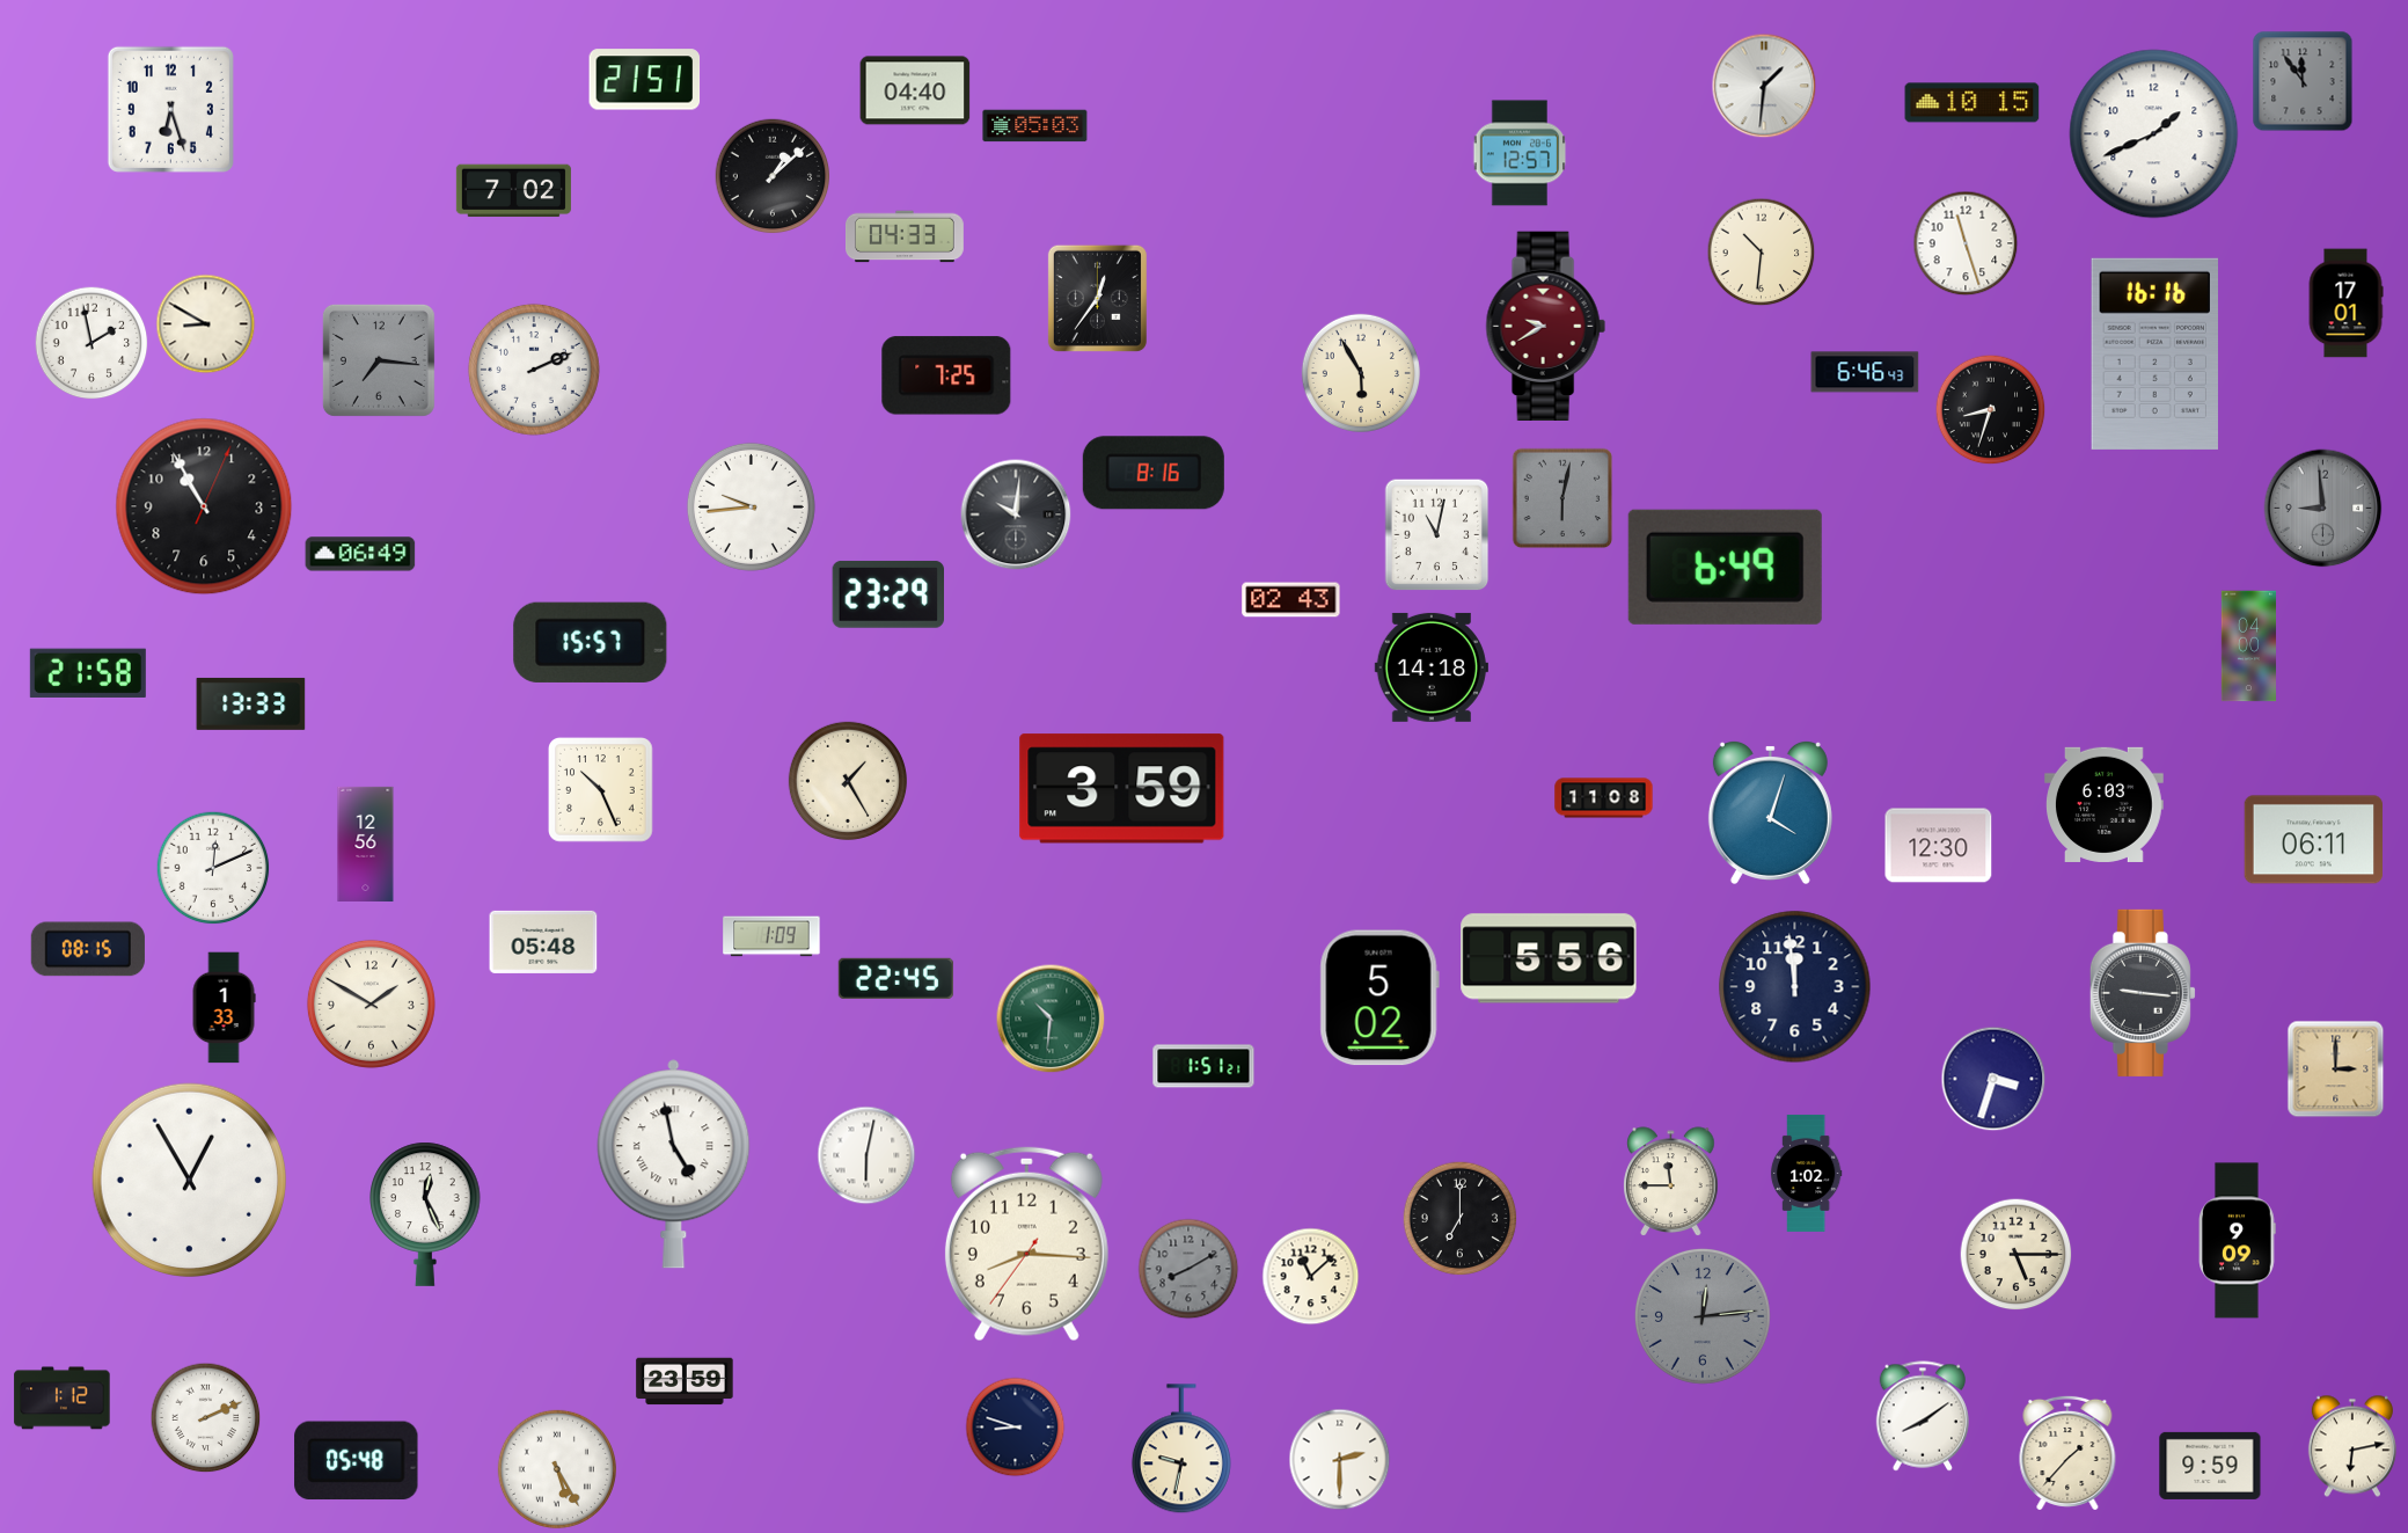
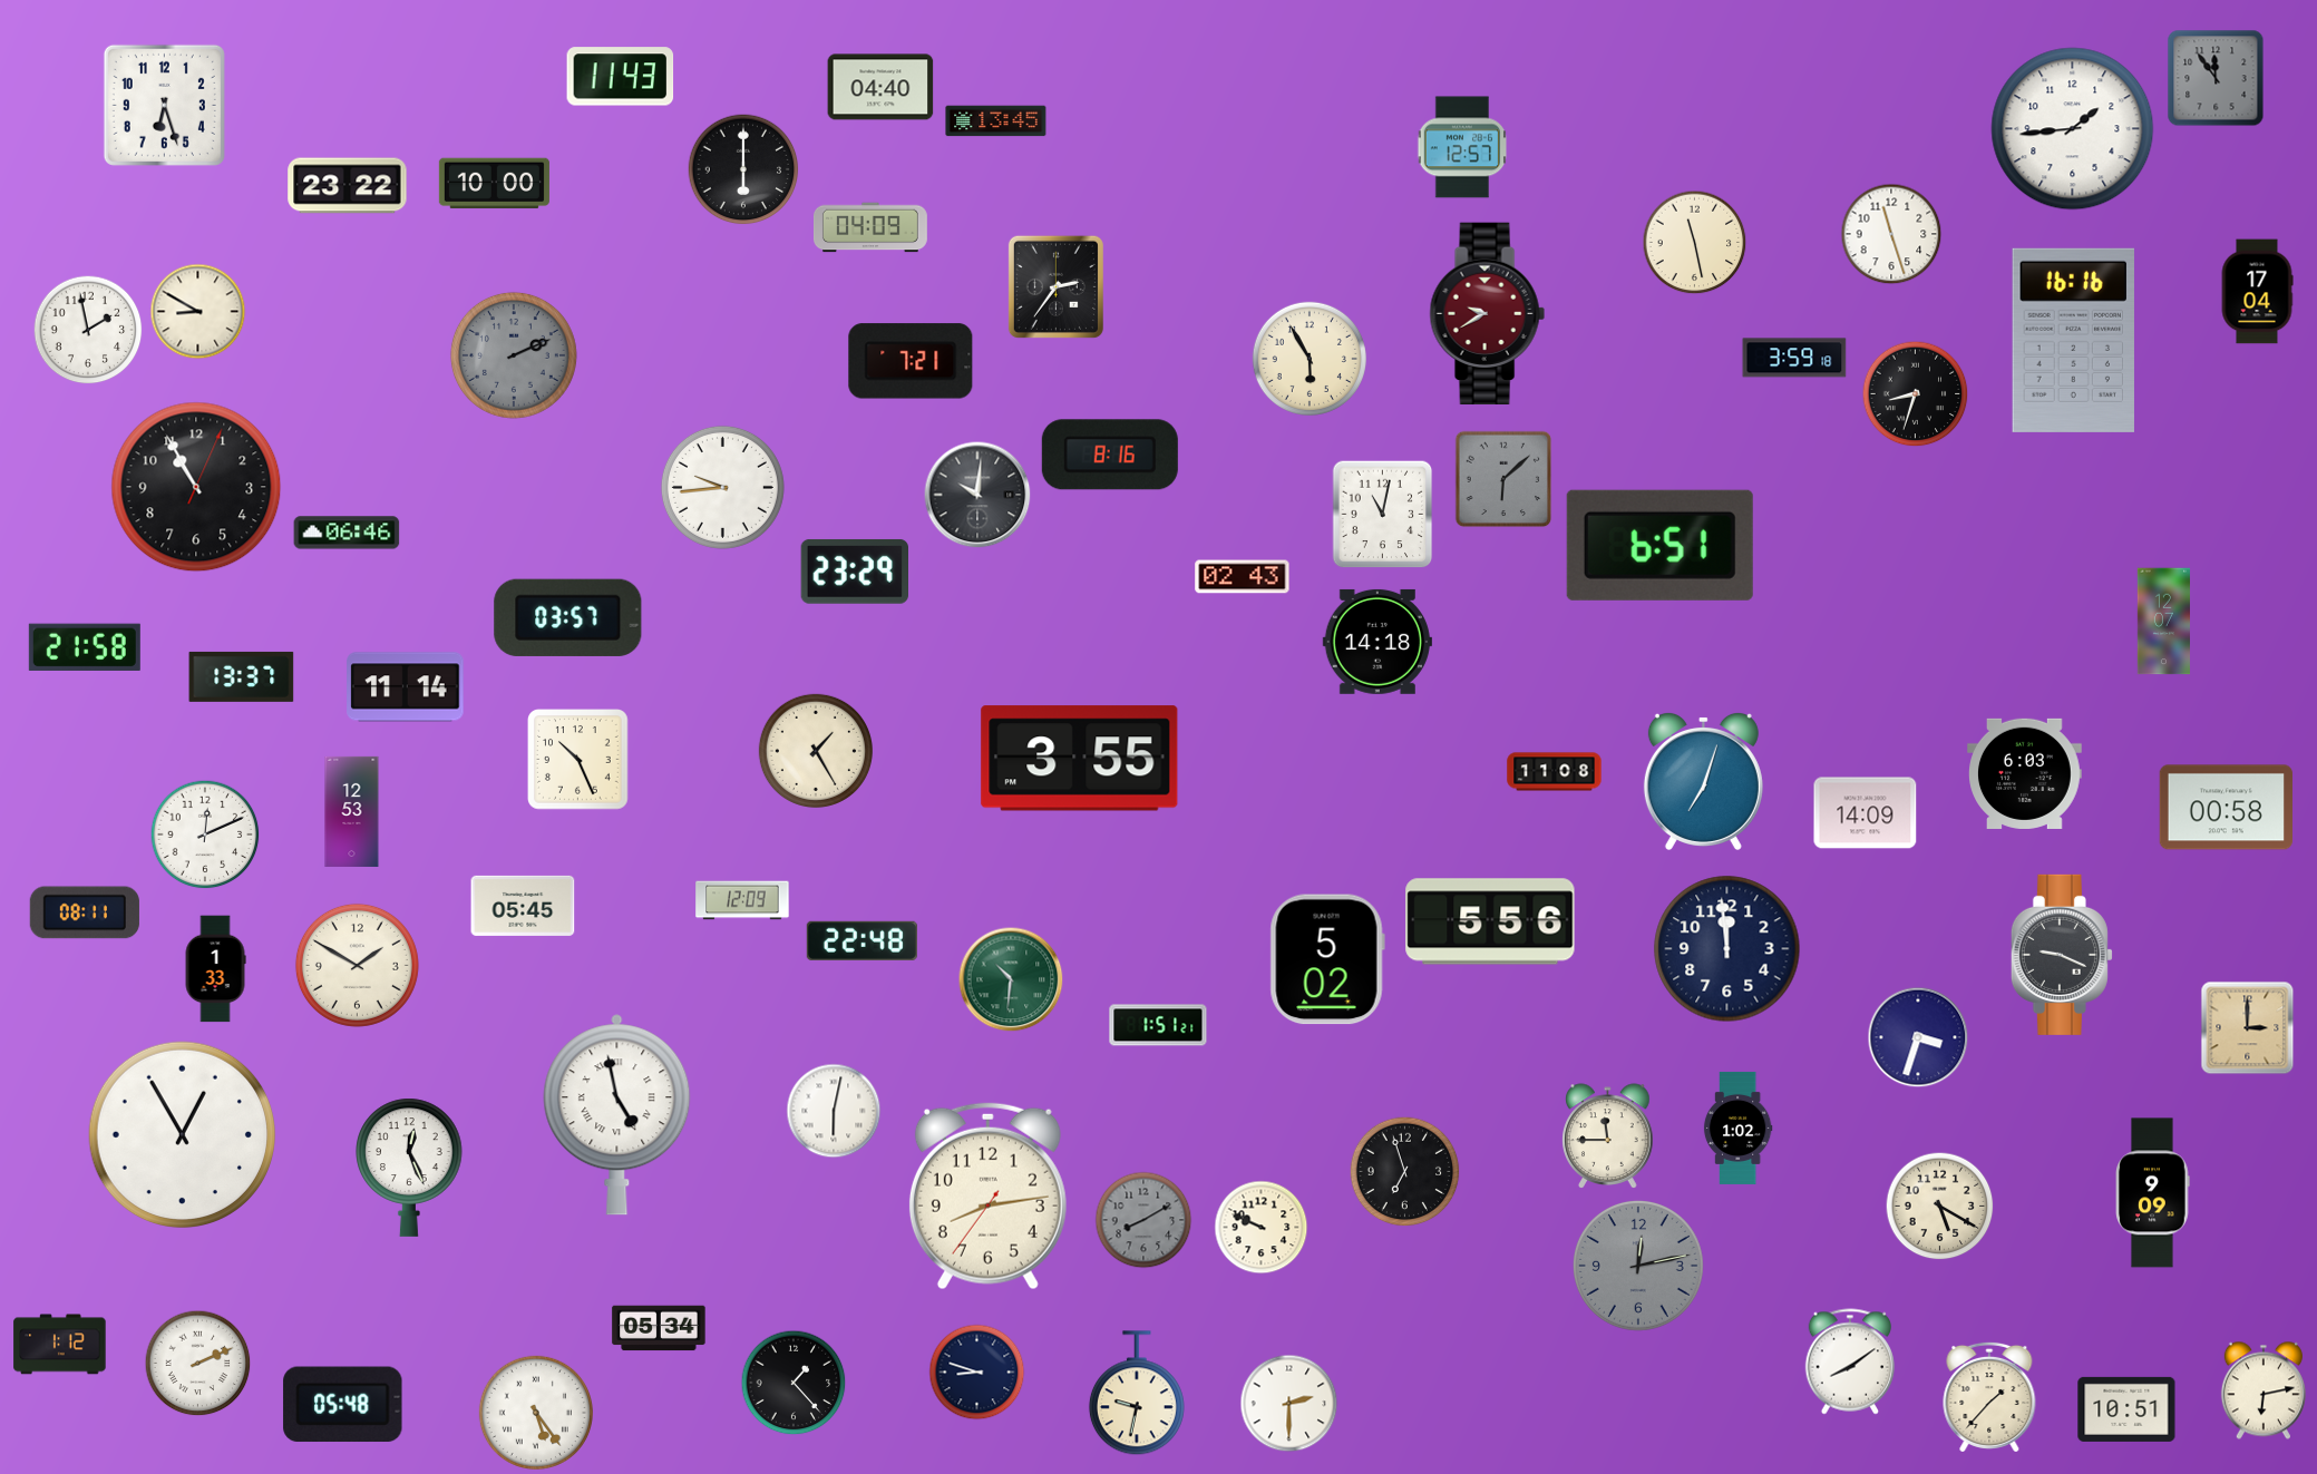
clock at (645, 80): 21:51 -> 11:43
clock at (1764, 86): 1:31 -> none
clock at (1972, 103): 10:15 -> none
clock at (1035, 126): 05:03 -> 13:45
clock at (2154, 134): 1:41 -> 1:44
clock at (773, 176): 1:08 -> 6:00
clock at (513, 191): 7:02 -> 10:00
clock at (348, 186): none -> 23:22
clock at (906, 236): 04:33 -> 04:09
clock at (1762, 253): 10:31 -> 11:28
clock at (1097, 298): 12:36 -> 2:36
clock at (2345, 304): 17:01 -> 17:04
clock at (379, 360): 7:16 -> none
clock at (534, 370) dial: white -> grey
clock at (1865, 372): 6:46 -> 3:59
clock at (946, 375): 7:25 -> 7:21
clock at (1562, 498): 6:02 -> 6:08
clock at (2323, 509): 8:59 -> none
clock at (360, 554): 06:49 -> 06:46
clock at (1725, 567): 6:49 -> 6:51
clock at (591, 642): 15:57 -> 03:57
clock at (2248, 647): 04:00 -> 12:07
clock at (251, 703): 13:33 -> 13:37
clock at (406, 687): none -> 11:14
clock at (1122, 789): 3:59 -> 3:55
clock at (1604, 798) position: (1604, 798) -> (1555, 772)
clock at (1770, 812): 4:03 -> 7:03
clock at (2314, 840): 06:11 -> 00:58
clock at (366, 844): 12:56 -> 12:53
clock at (1939, 846): 12:30 -> 14:09
clock at (771, 936): 1:09 -> 12:09
clock at (543, 942): 05:48 -> 05:45
clock at (88, 949): 08:15 -> 08:11
clock at (895, 978): 22:45 -> 22:48
clock at (2143, 993): 9:16 -> 9:19
clock at (674, 1165) position: (674, 1165) -> (617, 1115)
clock at (1461, 1219): 7:00 -> 6:57
clock at (1026, 1244): 8:15 -> 8:13
clock at (2017, 1255): 5:15 -> 5:20
clock at (1311, 1277): 11:08 -> 9:49
clock at (1703, 1316): 12:14 -> 12:13
clock at (685, 1381): 23:59 -> 05:34
clock at (794, 1383): none -> 1:23
clock at (2210, 1466): 9:59 -> 10:51
clock at (556, 1468): 5:25 -> 5:24
